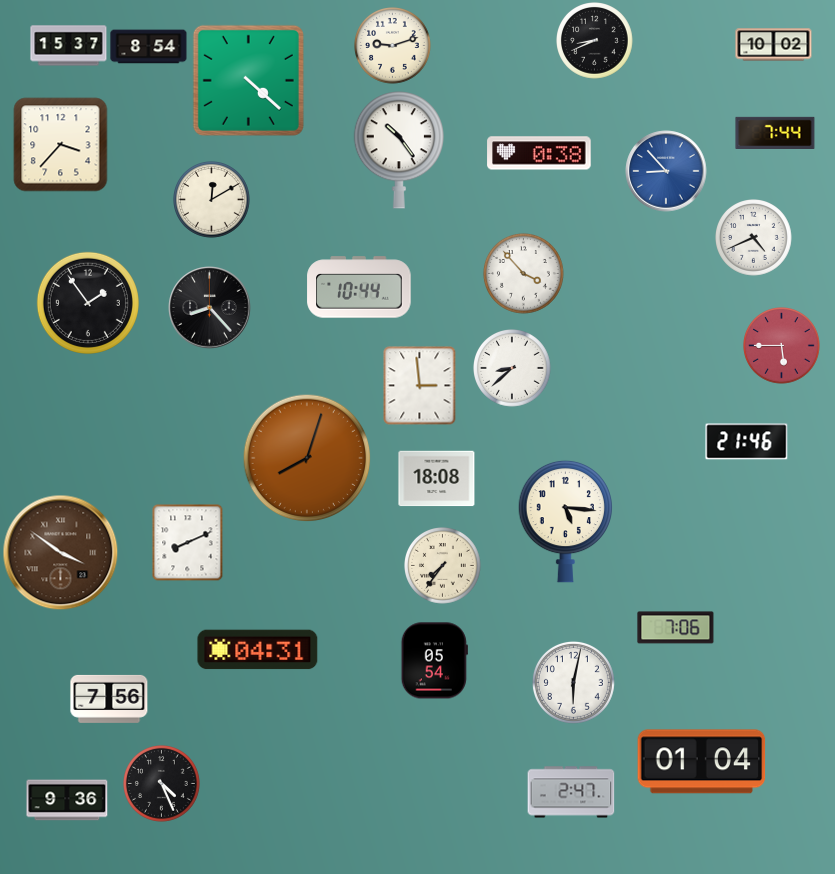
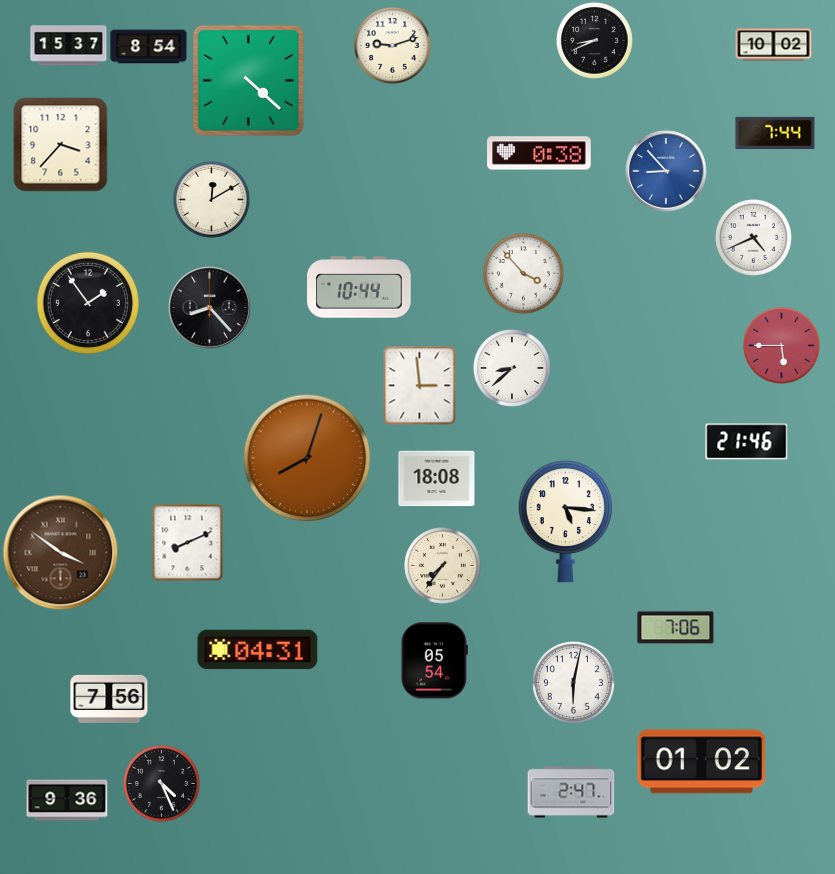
clock at (399, 150): 10:24 -> none
clock at (702, 762): 01:04 -> 01:02
